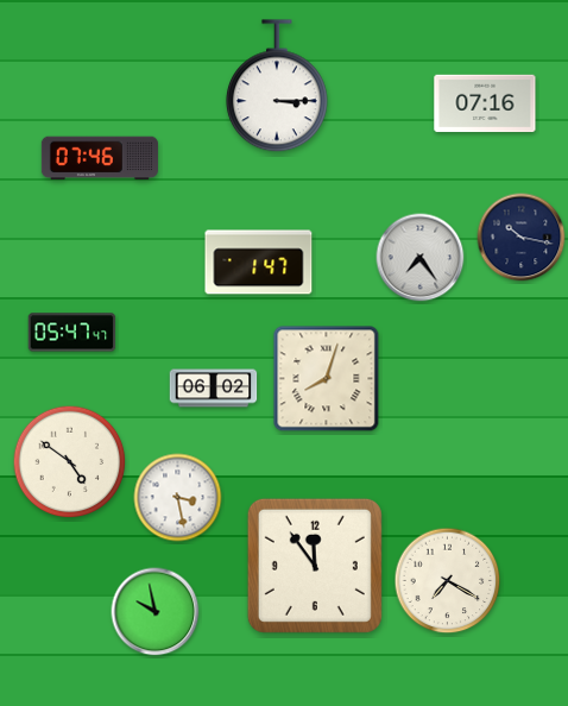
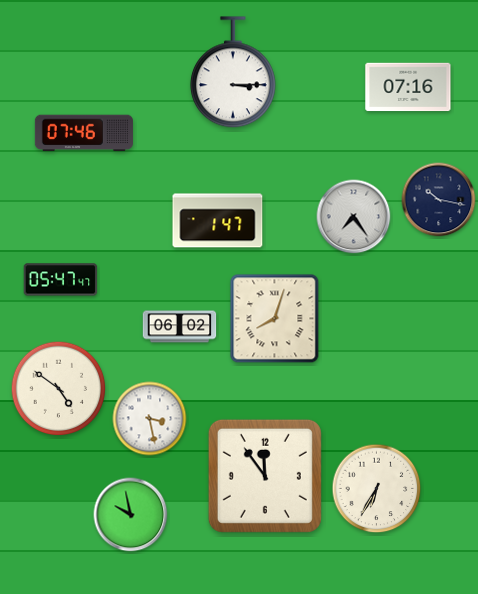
clock at (448, 581): 7:20 -> 6:35
